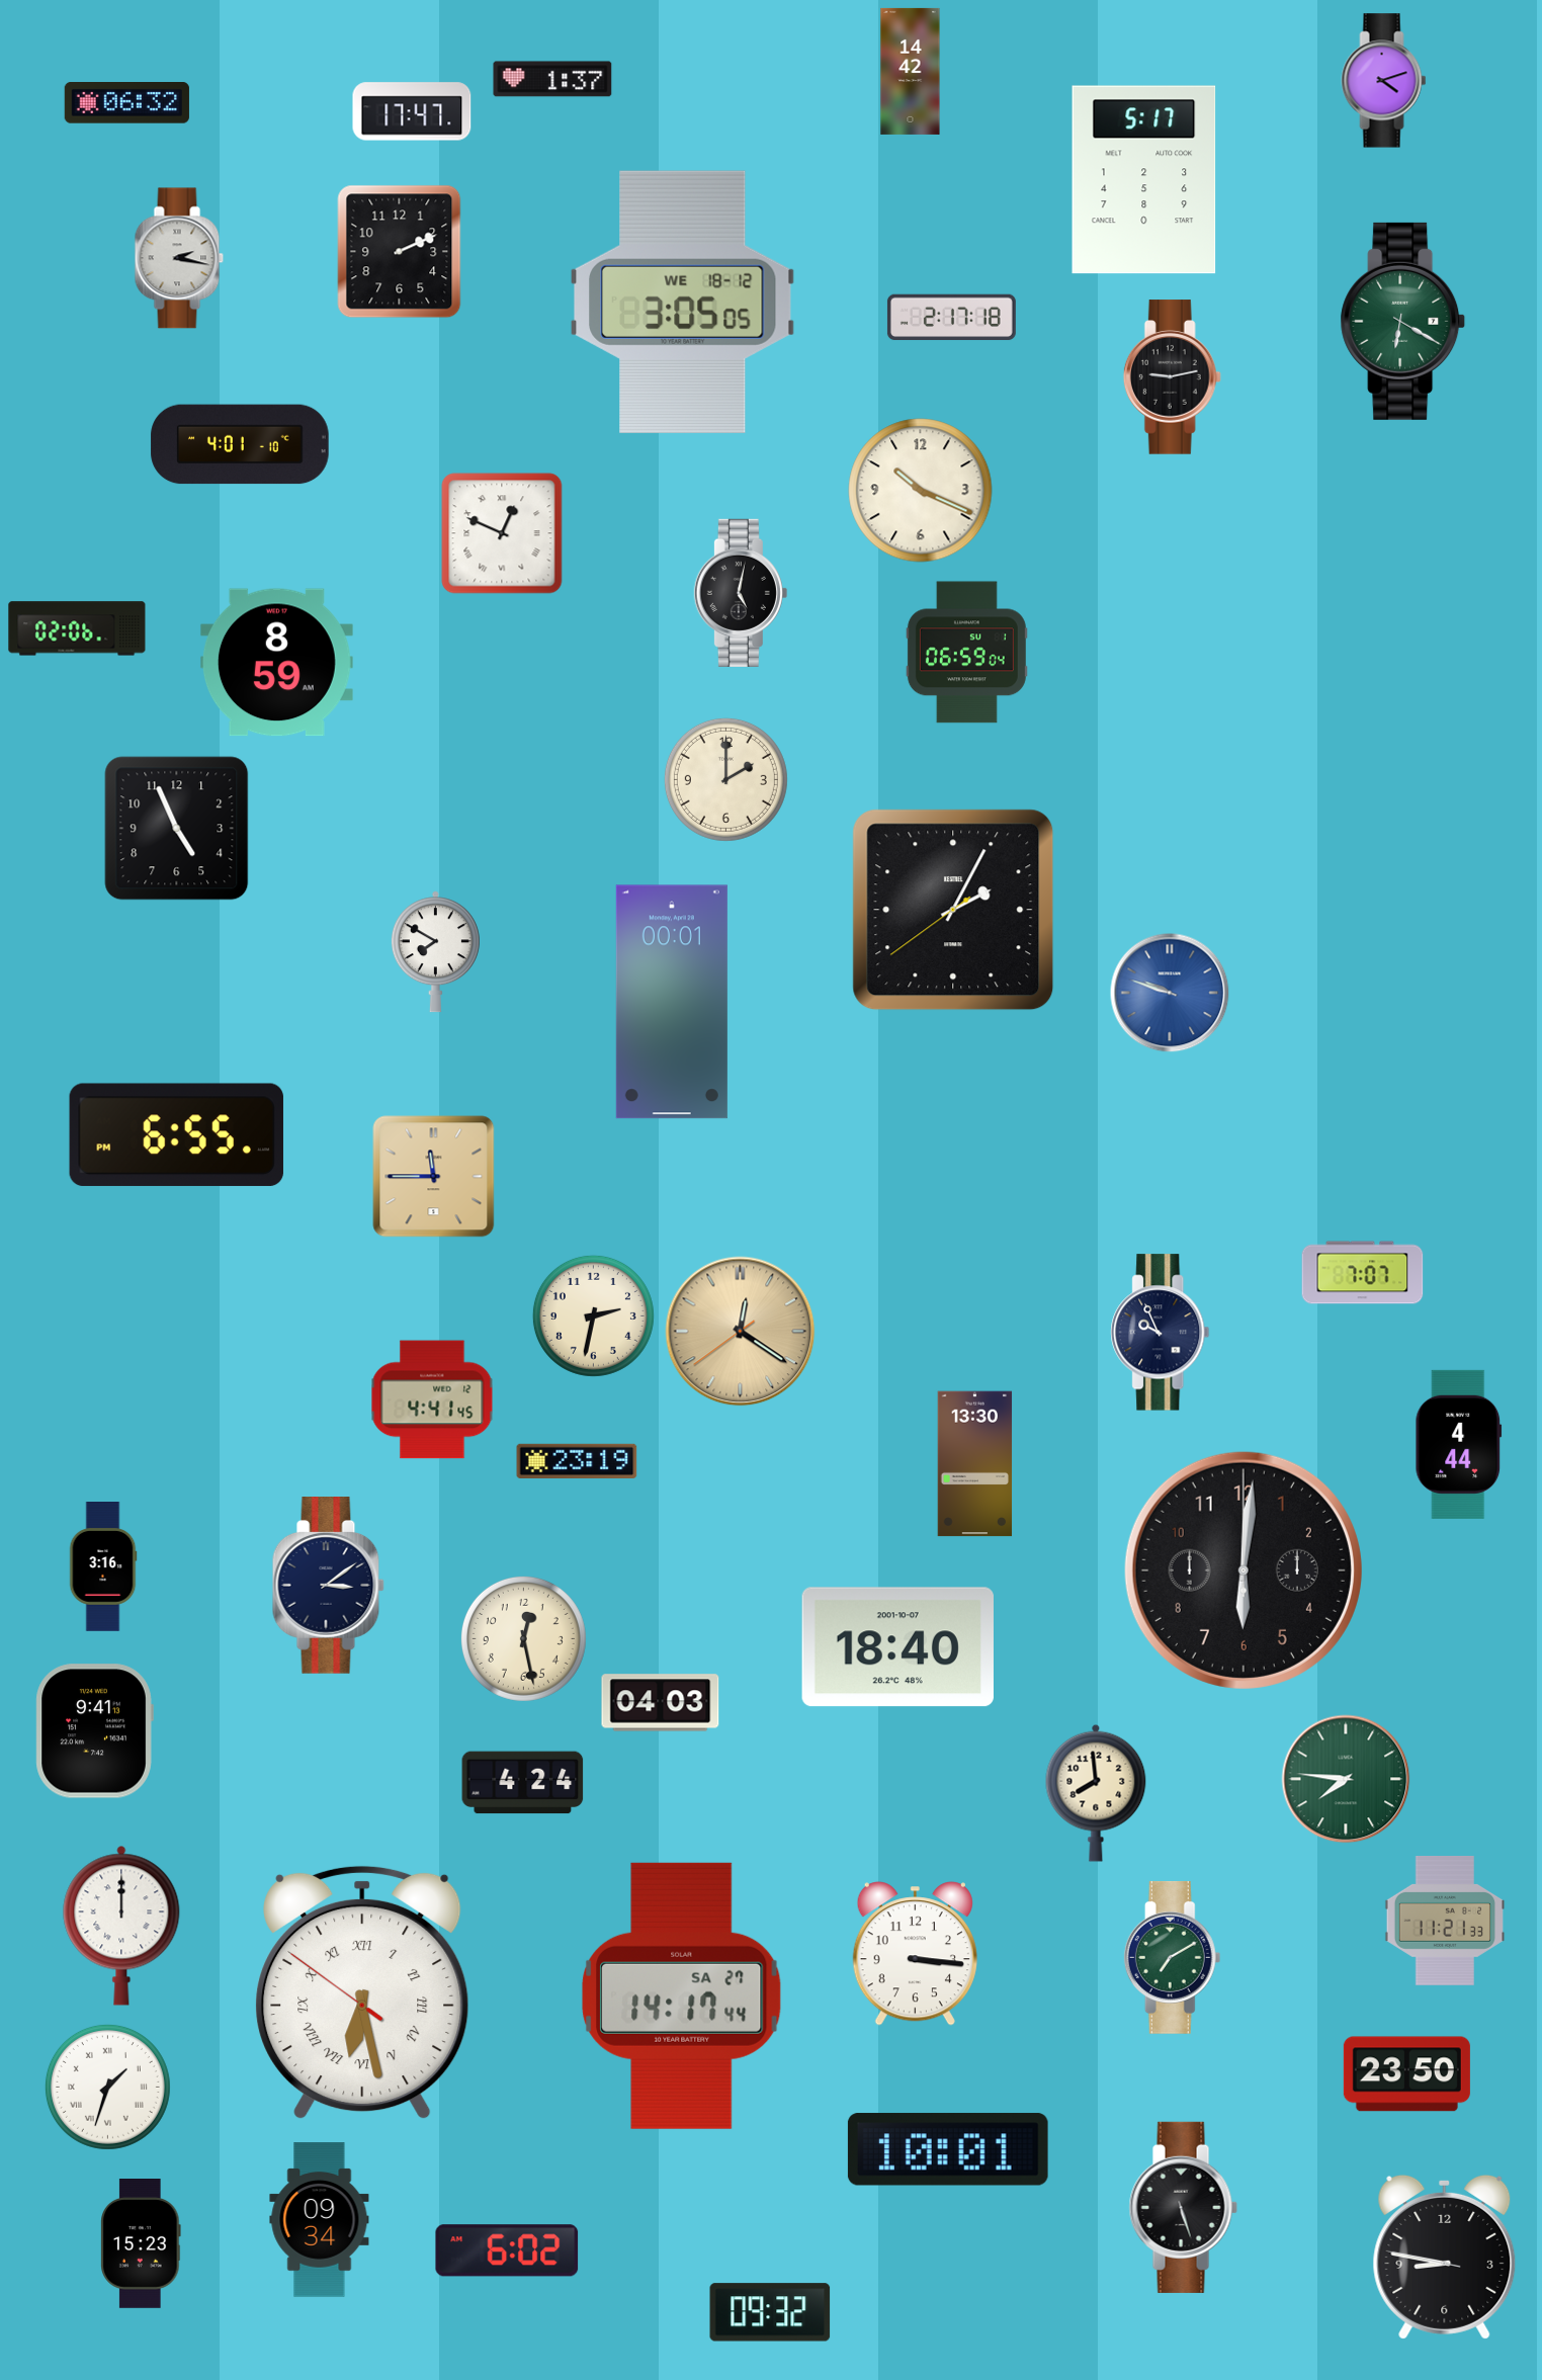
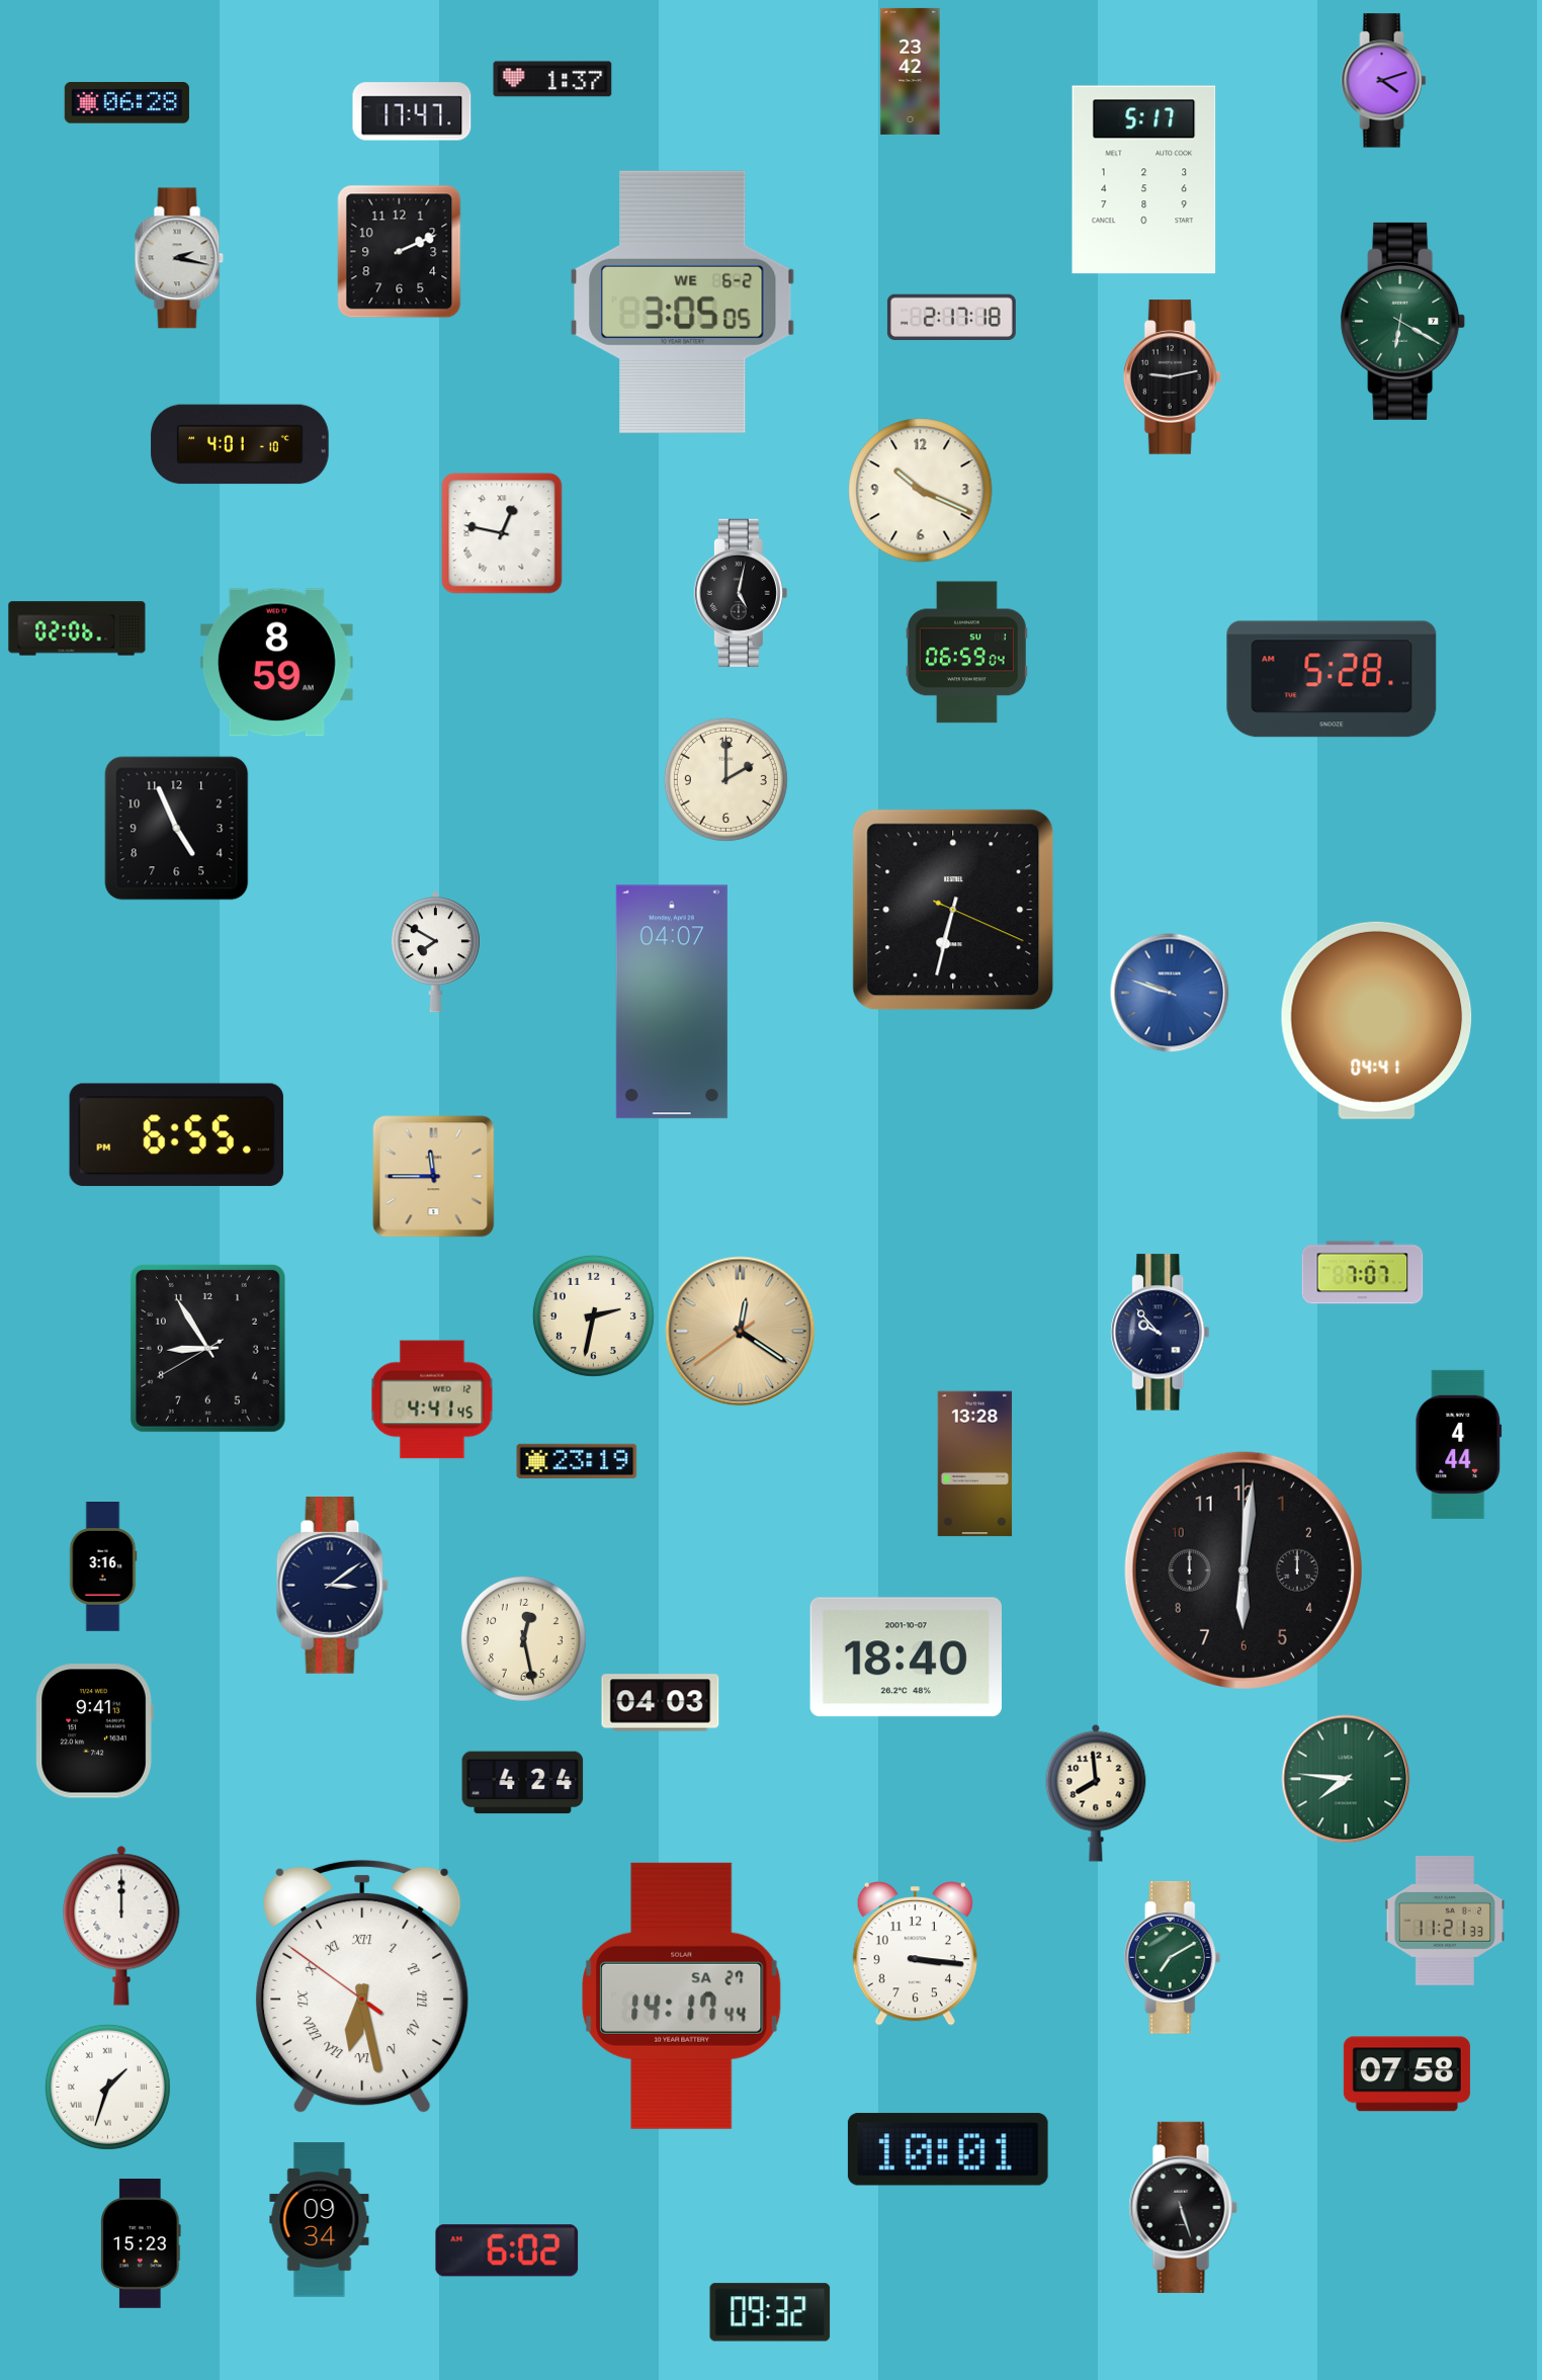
clock at (911, 71): 14:42 -> 23:42
clock at (126, 103): 06:32 -> 06:28
clock at (683, 302) date: WE 18-12 -> WE 6-2
clock at (502, 533): 12:49 -> 12:47
clock at (1332, 679): none -> 5:28
clock at (953, 910): 2:04 -> 6:32
clock at (672, 1002): 00:01 -> 04:07
clock at (1377, 1020): none -> 04:41
clock at (1161, 1333): 9:56 -> 9:53
clock at (207, 1348): none -> 8:54
clock at (975, 1464): 13:30 -> 13:28
clock at (328, 1586) position: (328, 1586) -> (332, 1586)
clock at (897, 1647) position: (897, 1647) -> (906, 1657)
clock at (362, 1992) position: (362, 1992) -> (362, 1986)
clock at (1406, 2074): 23:50 -> 07:58
clock at (1445, 2257): 8:46 -> none
